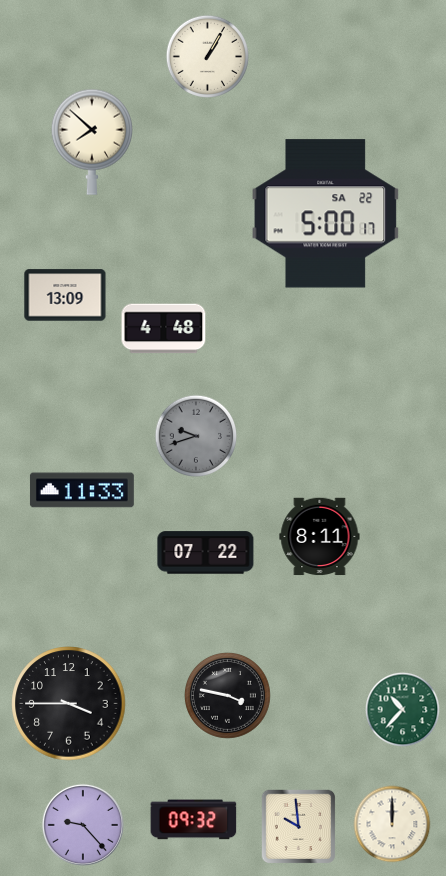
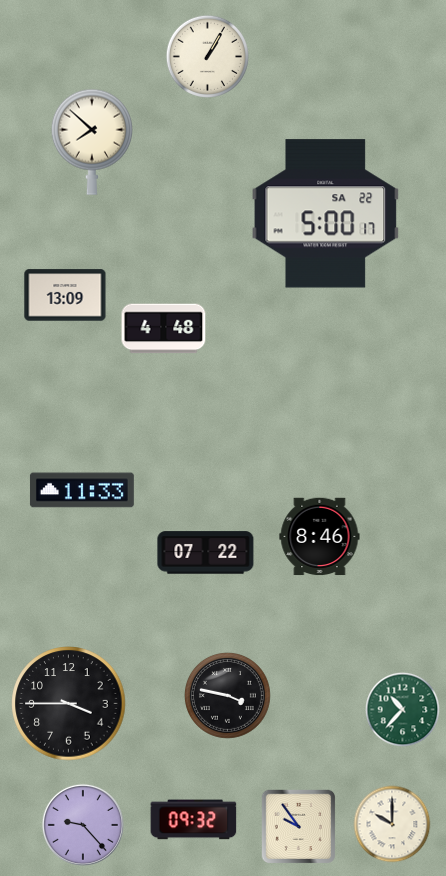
clock at (196, 436): 9:42 -> none
clock at (320, 537): 8:11 -> 8:46
clock at (392, 824): 12:00 -> 10:00
clock at (299, 827): 9:59 -> 9:54
